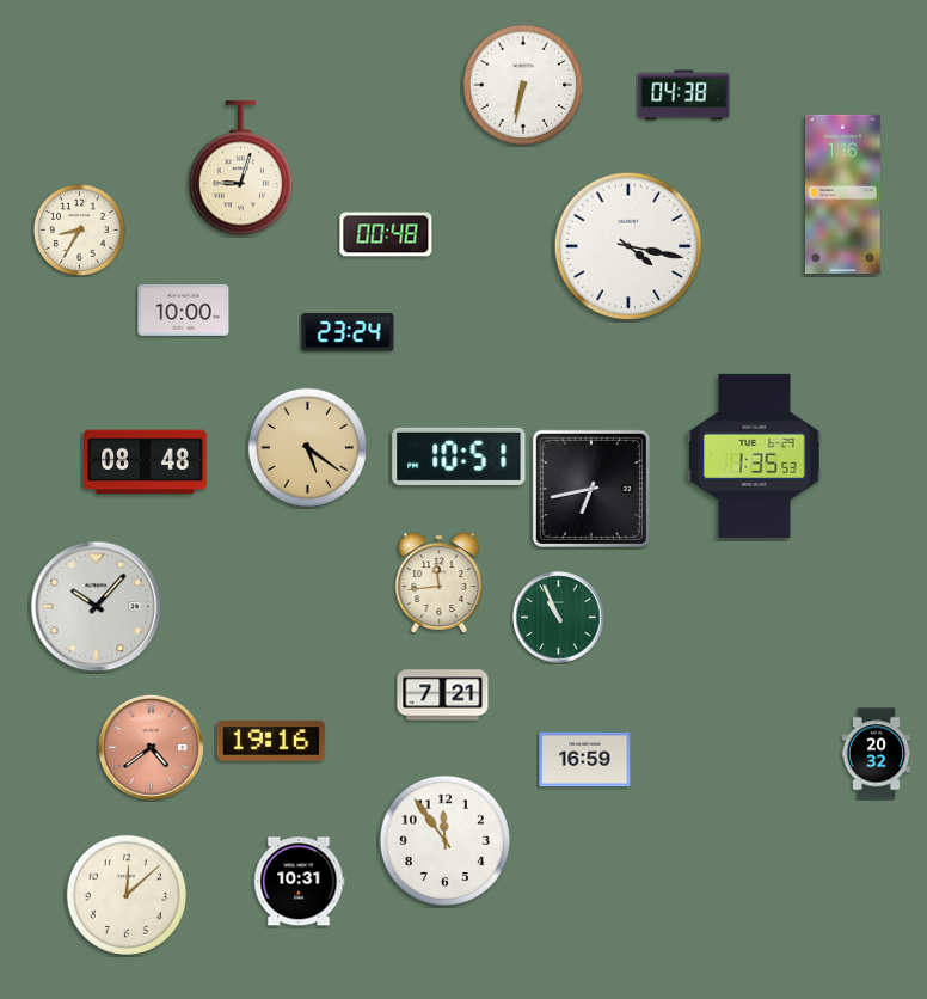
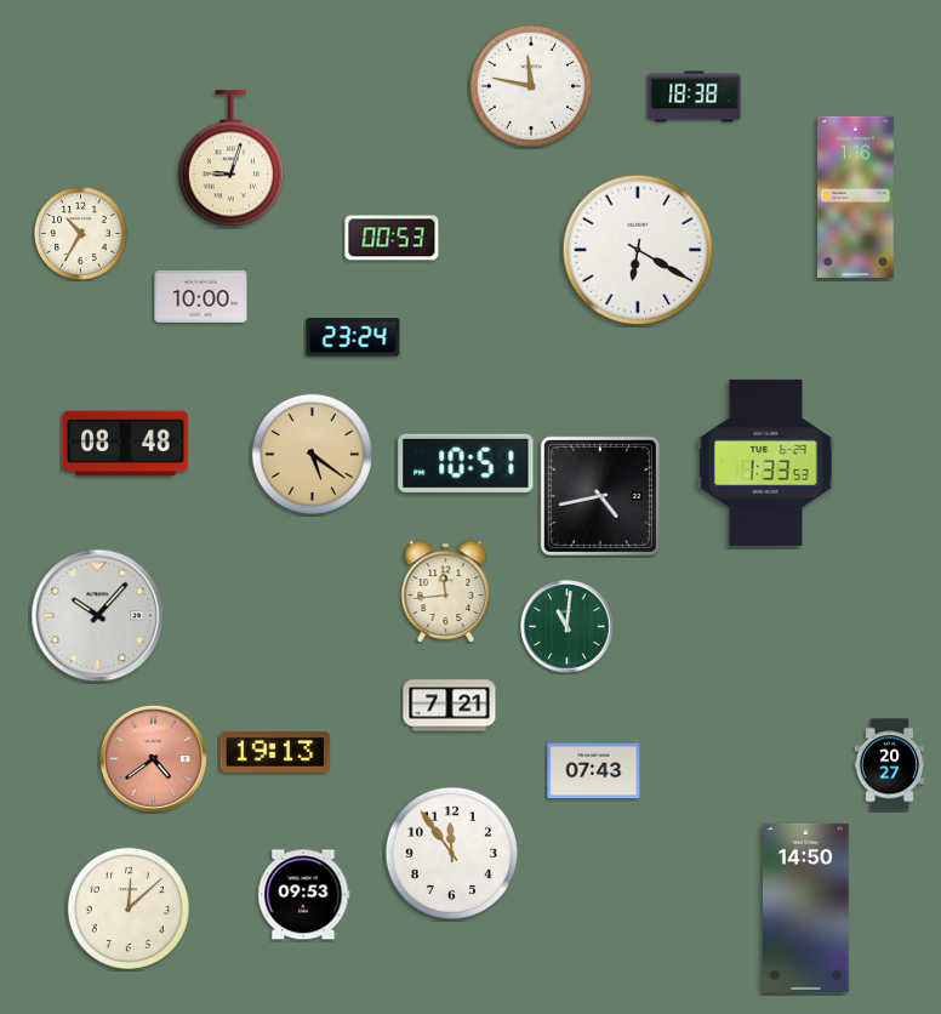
clock at (523, 85): 6:32 -> 11:47
clock at (684, 96): 04:38 -> 18:38
clock at (240, 168) position: (240, 168) -> (230, 159)
clock at (80, 231): 8:35 -> 10:35
clock at (386, 234): 00:48 -> 00:53
clock at (628, 246): 4:17 -> 6:20
clock at (184, 309) position: (184, 309) -> (201, 296)
clock at (755, 455): 1:35 -> 1:33
clock at (146, 462) position: (146, 462) -> (126, 444)
clock at (591, 489): 6:43 -> 4:43
clock at (559, 618): 10:56 -> 11:01
clock at (271, 741): 19:16 -> 19:13
clock at (877, 754): 20:32 -> 20:27
clock at (585, 760): 16:59 -> 07:43
clock at (300, 882): 10:31 -> 09:53
clock at (806, 907): none -> 14:50
